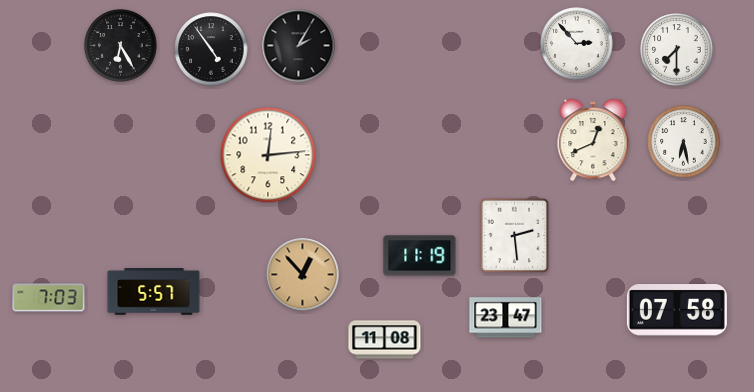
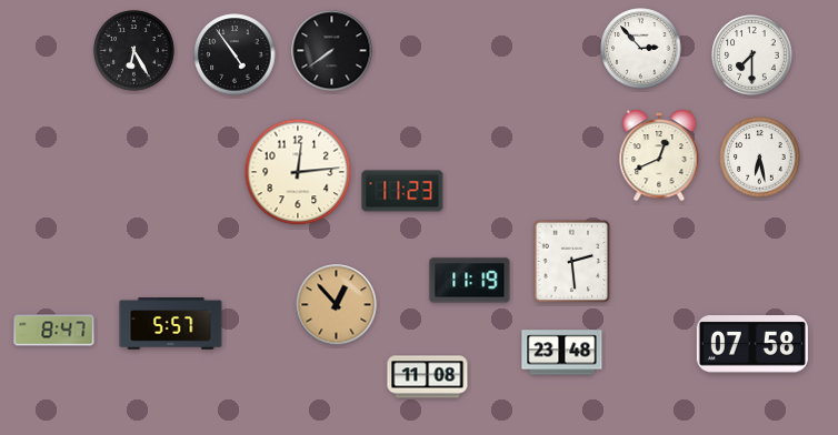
clock at (299, 46): 2:05 -> 7:39
clock at (402, 191): none -> 11:23
clock at (420, 256) position: (420, 256) -> (470, 281)
clock at (49, 298): 7:03 -> 8:47
clock at (506, 318): 23:47 -> 23:48
